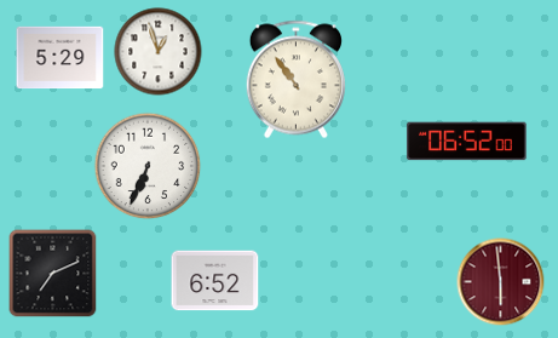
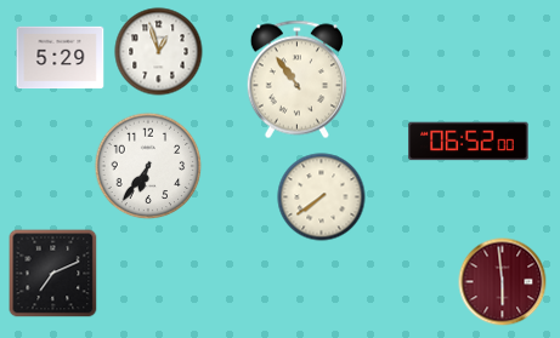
clock at (148, 166): 6:34 -> 6:36
clock at (322, 197): none -> 7:39
clock at (215, 281): 6:52 -> none
